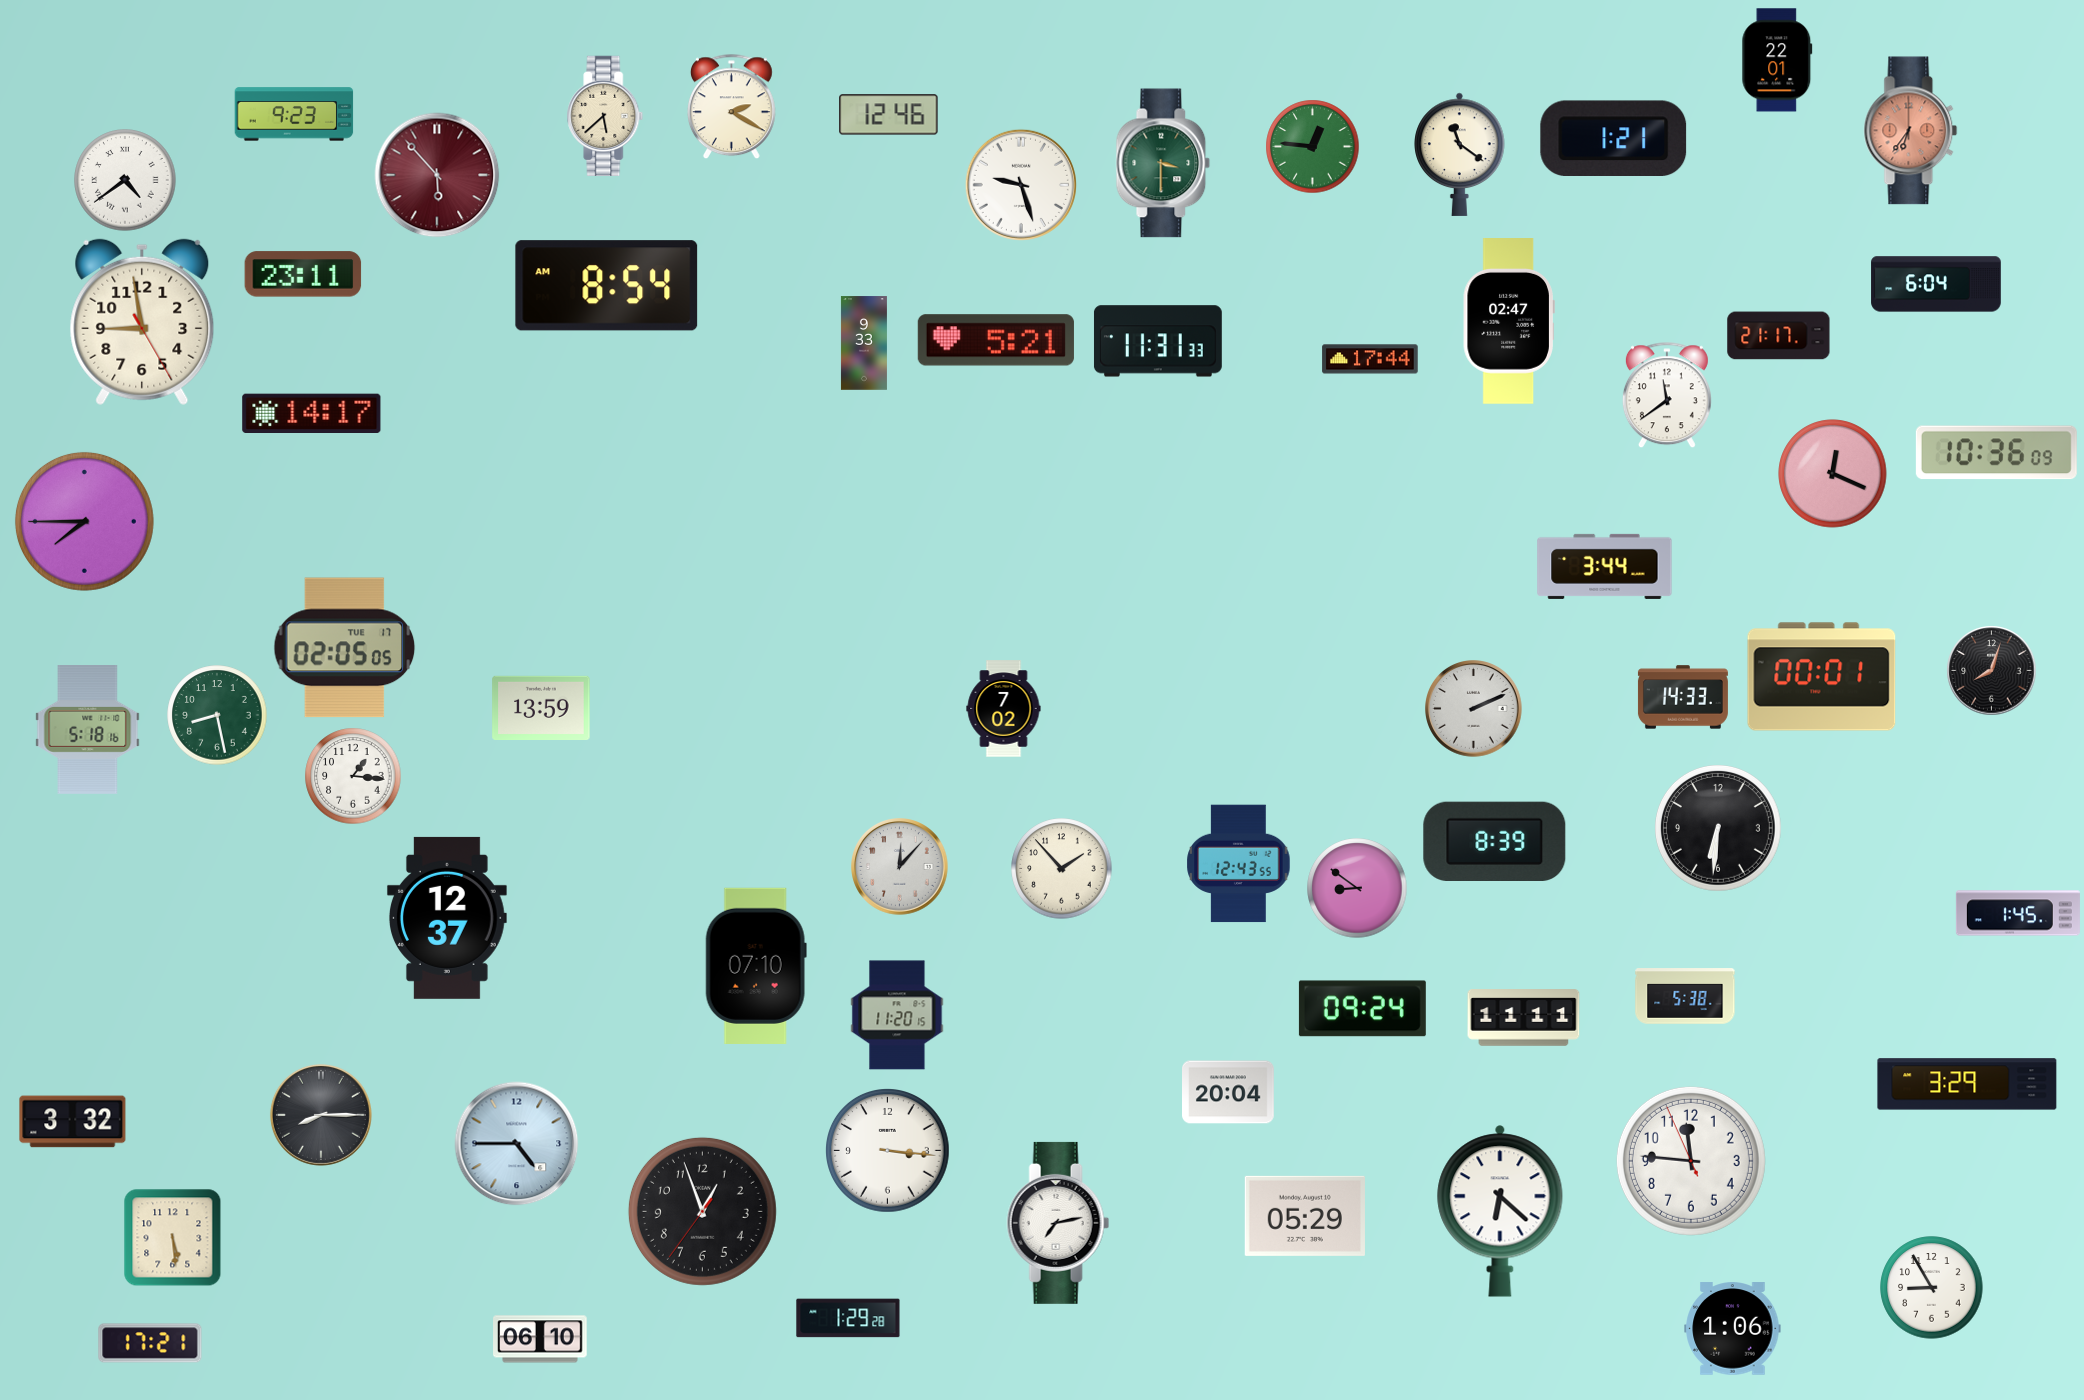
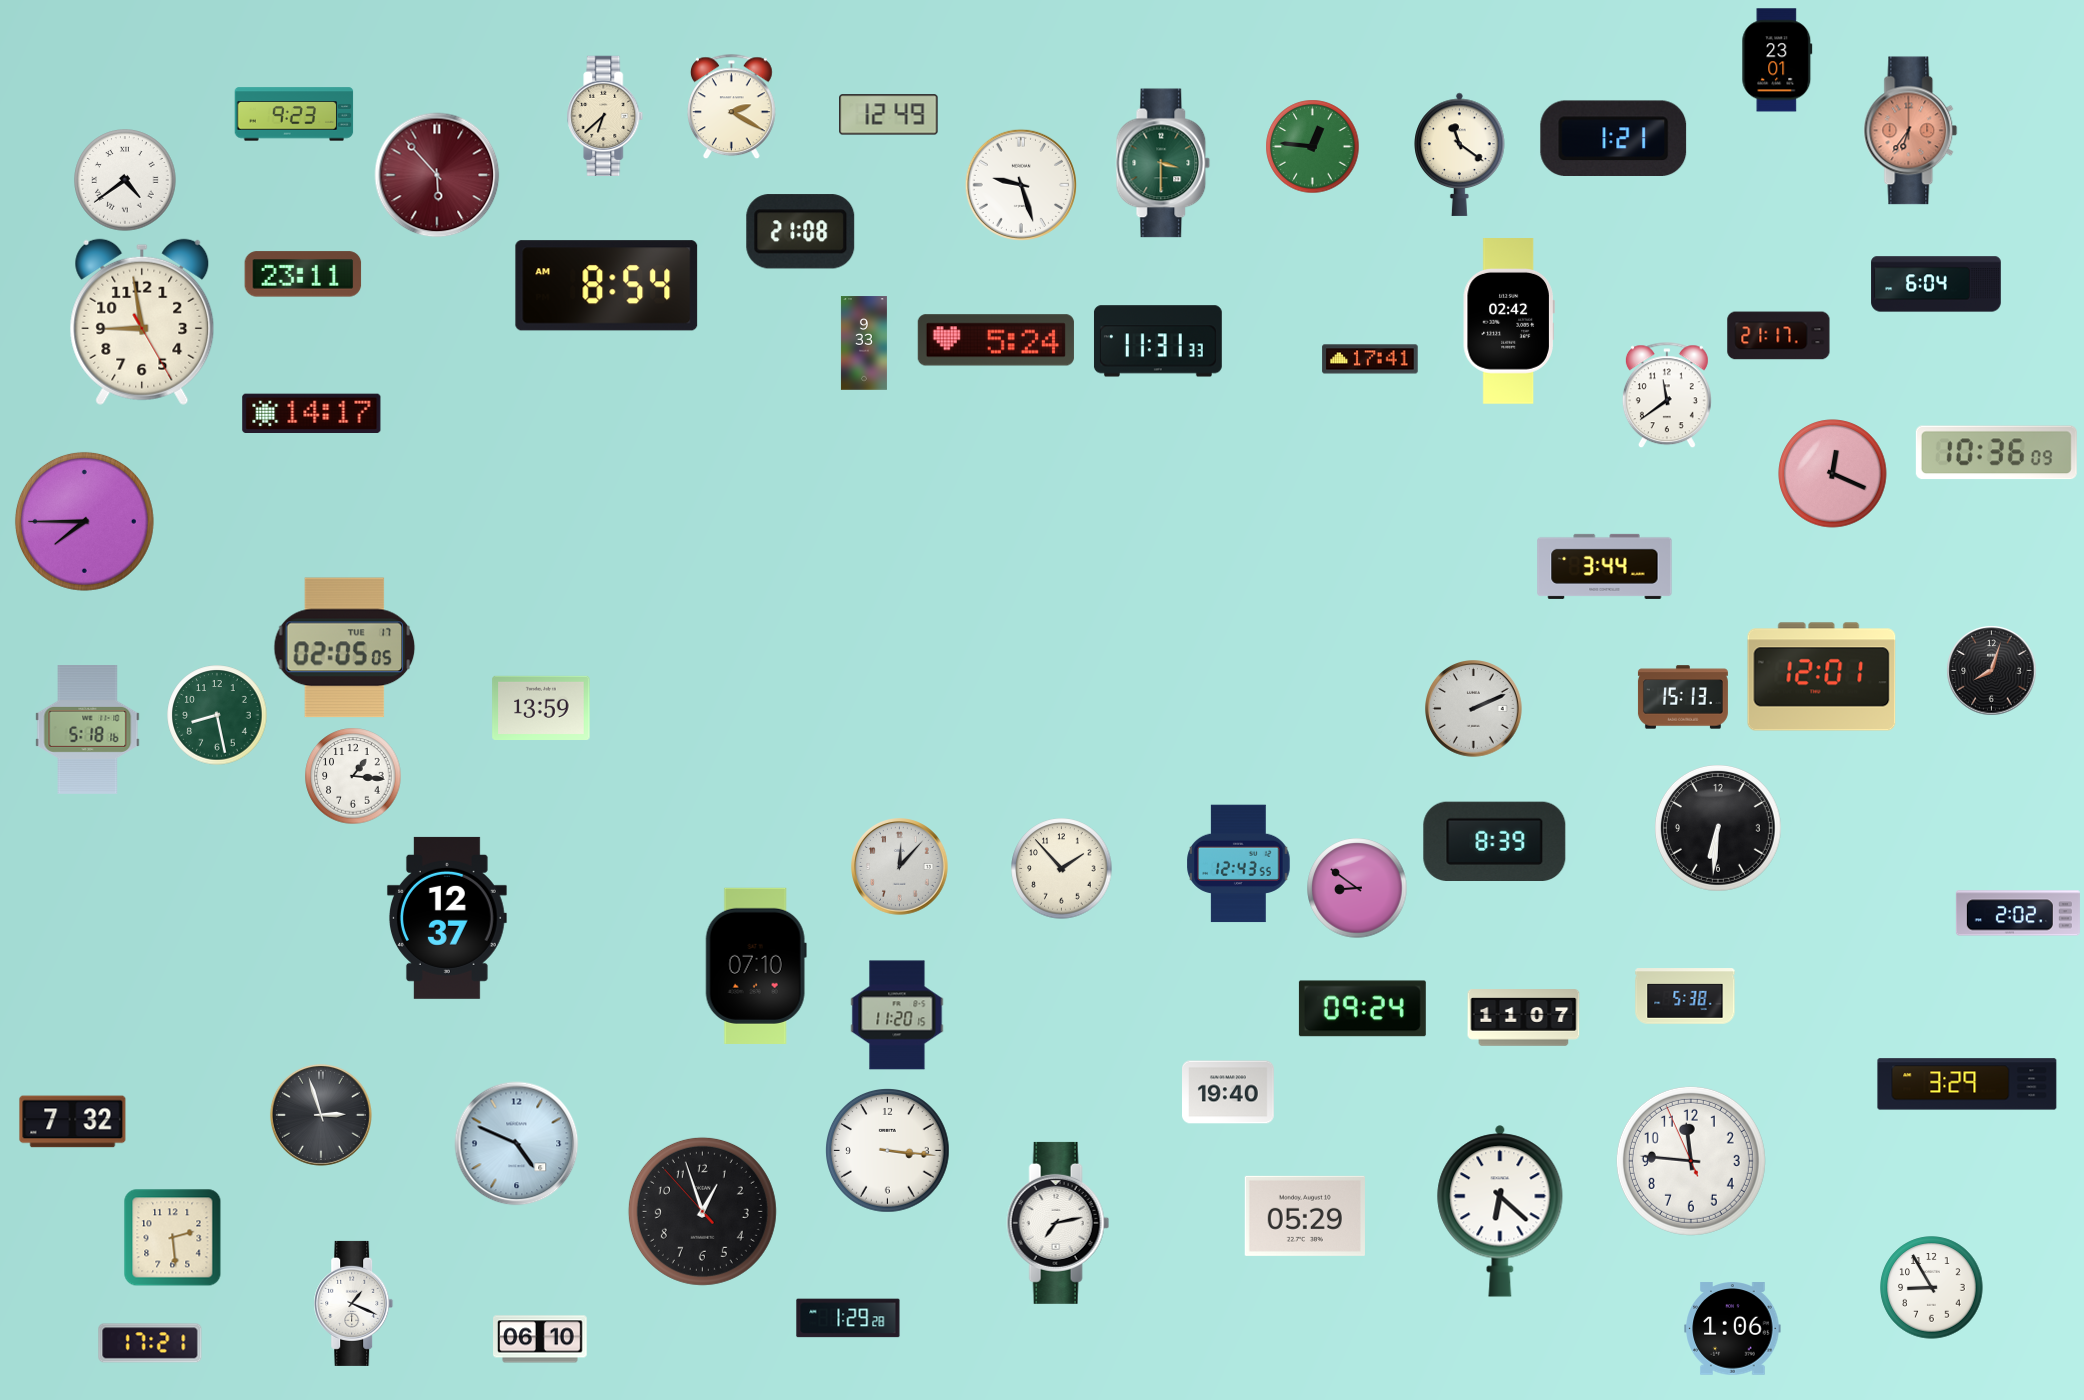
clock at (1777, 60): 22:01 -> 23:01
clock at (605, 115): 5:38 -> 6:38
clock at (889, 115): 12:46 -> 12:49
clock at (801, 232): none -> 21:08
clock at (1509, 321): 02:47 -> 02:42
clock at (996, 340): 5:21 -> 5:24
clock at (1370, 359): 17:44 -> 17:41
clock at (1822, 677): 00:01 -> 12:01
clock at (1683, 697): 14:33 -> 15:13
clock at (1004, 709): 7:02 -> none
clock at (2018, 913): 1:45 -> 2:02
clock at (1524, 1018): 11:11 -> 11:07
clock at (1229, 1092): 20:04 -> 19:40
clock at (321, 1115): 8:15 -> 2:57
clock at (73, 1122): 3:32 -> 7:32
clock at (517, 1144): 4:45 -> 4:49
clock at (702, 1211): 12:56:36 -> 12:56:53
clock at (173, 1238): 5:29 -> 2:29
clock at (354, 1303): none -> 1:19
